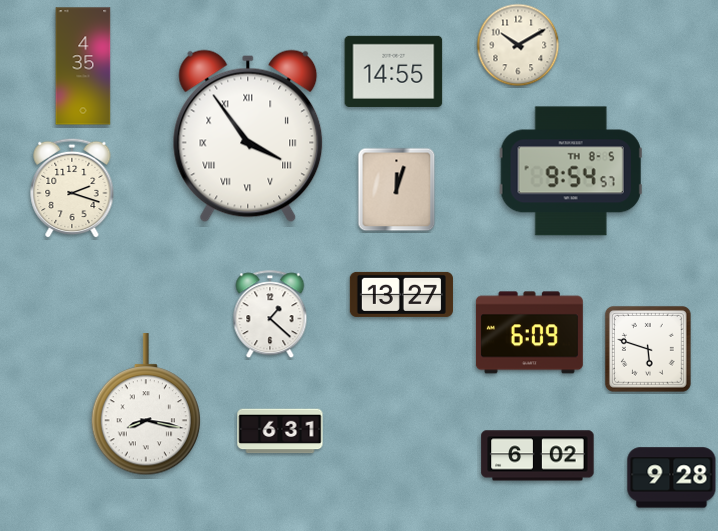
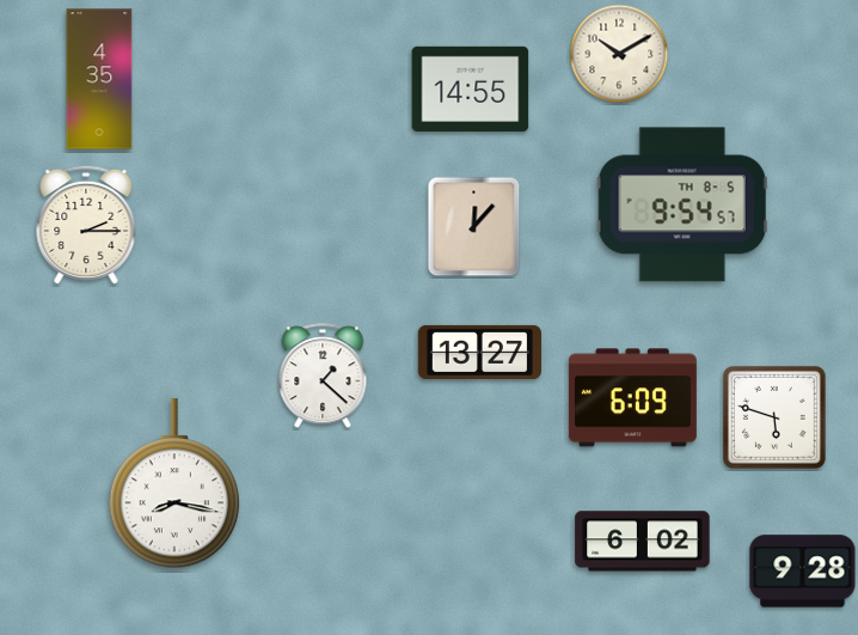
clock at (394, 71) position: (394, 71) -> (471, 88)
clock at (248, 136): 3:54 -> none
clock at (72, 188): 2:18 -> 2:15
clock at (397, 190): 12:03 -> 12:07
clock at (280, 431): 6:31 -> none
clock at (538, 456) position: (538, 456) -> (643, 542)
